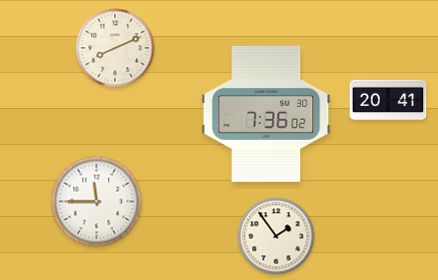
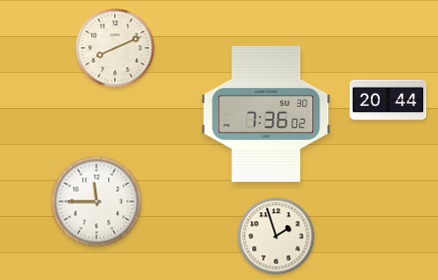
clock at (388, 100): 20:41 -> 20:44
clock at (276, 236): 1:54 -> 1:57
